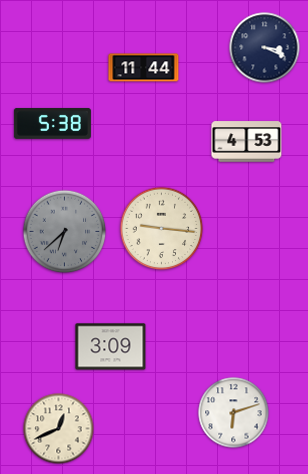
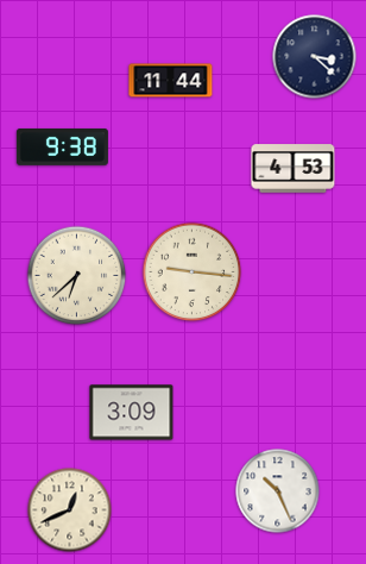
clock at (265, 48): 3:19 -> 3:22
clock at (52, 123): 5:38 -> 9:38
clock at (65, 232) dial: grey -> cream
clock at (234, 413): 6:12 -> 10:26
